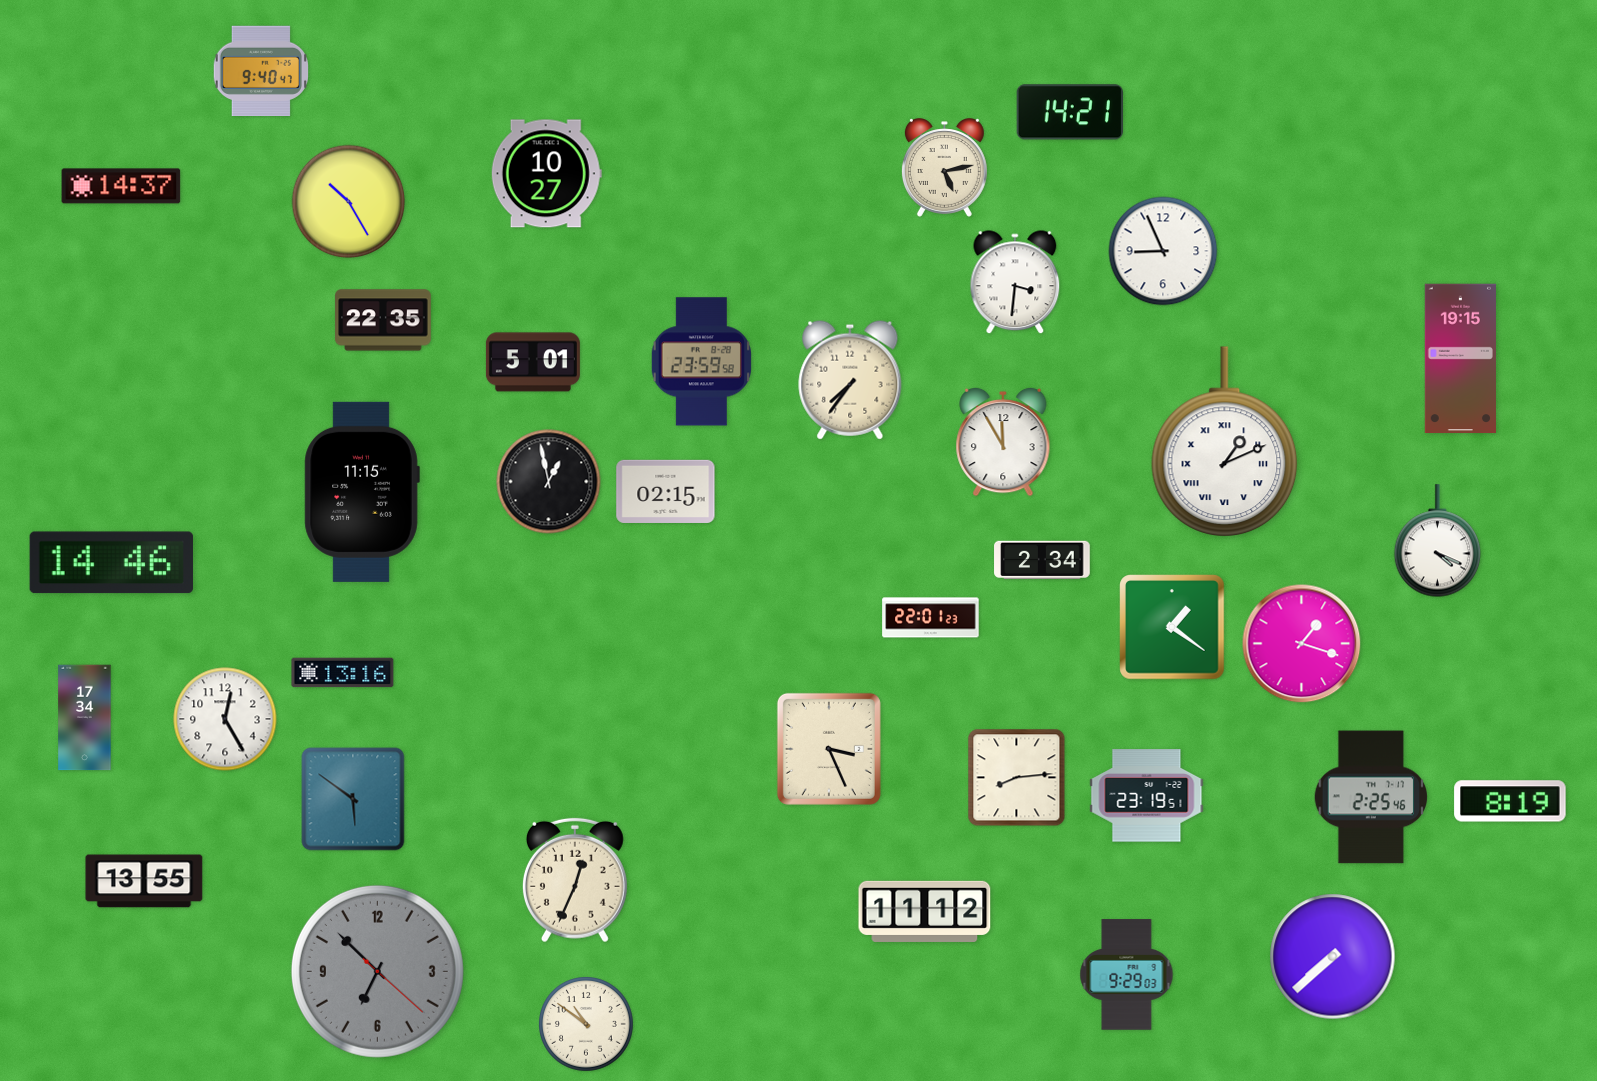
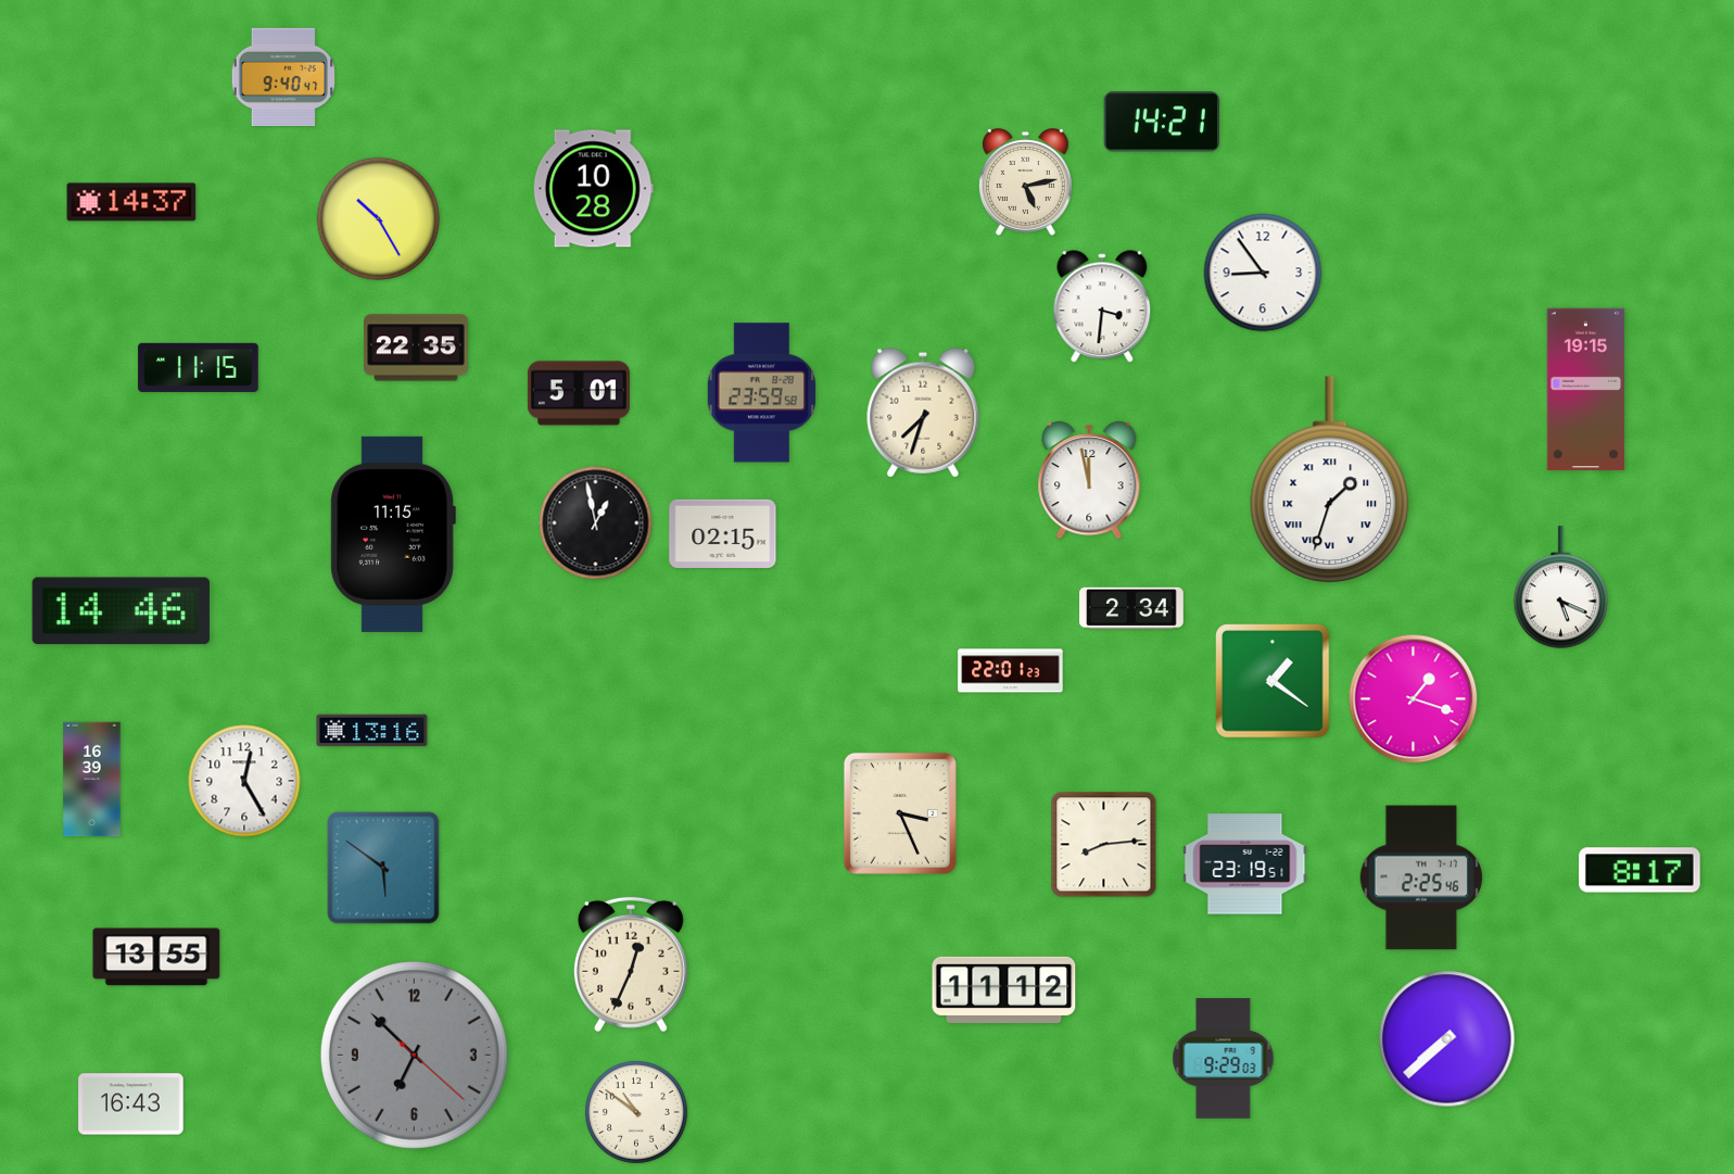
clock at (546, 174): 10:27 -> 10:28
clock at (1163, 251): 8:56 -> 8:54
clock at (199, 367): none -> 11:15
clock at (850, 380): 7:36 -> 7:33
clock at (1225, 441): 1:11 -> 1:33
clock at (1003, 442): 11:55 -> 11:58
clock at (1438, 541): 4:19 -> 5:19
clock at (85, 718): 17:34 -> 16:39
clock at (1371, 797) position: (1371, 797) -> (1421, 878)
clock at (1510, 801): 8:19 -> 8:17
clock at (575, 880) position: (575, 880) -> (631, 964)
clock at (377, 971) position: (377, 971) -> (414, 1055)
clock at (131, 1104): none -> 16:43
